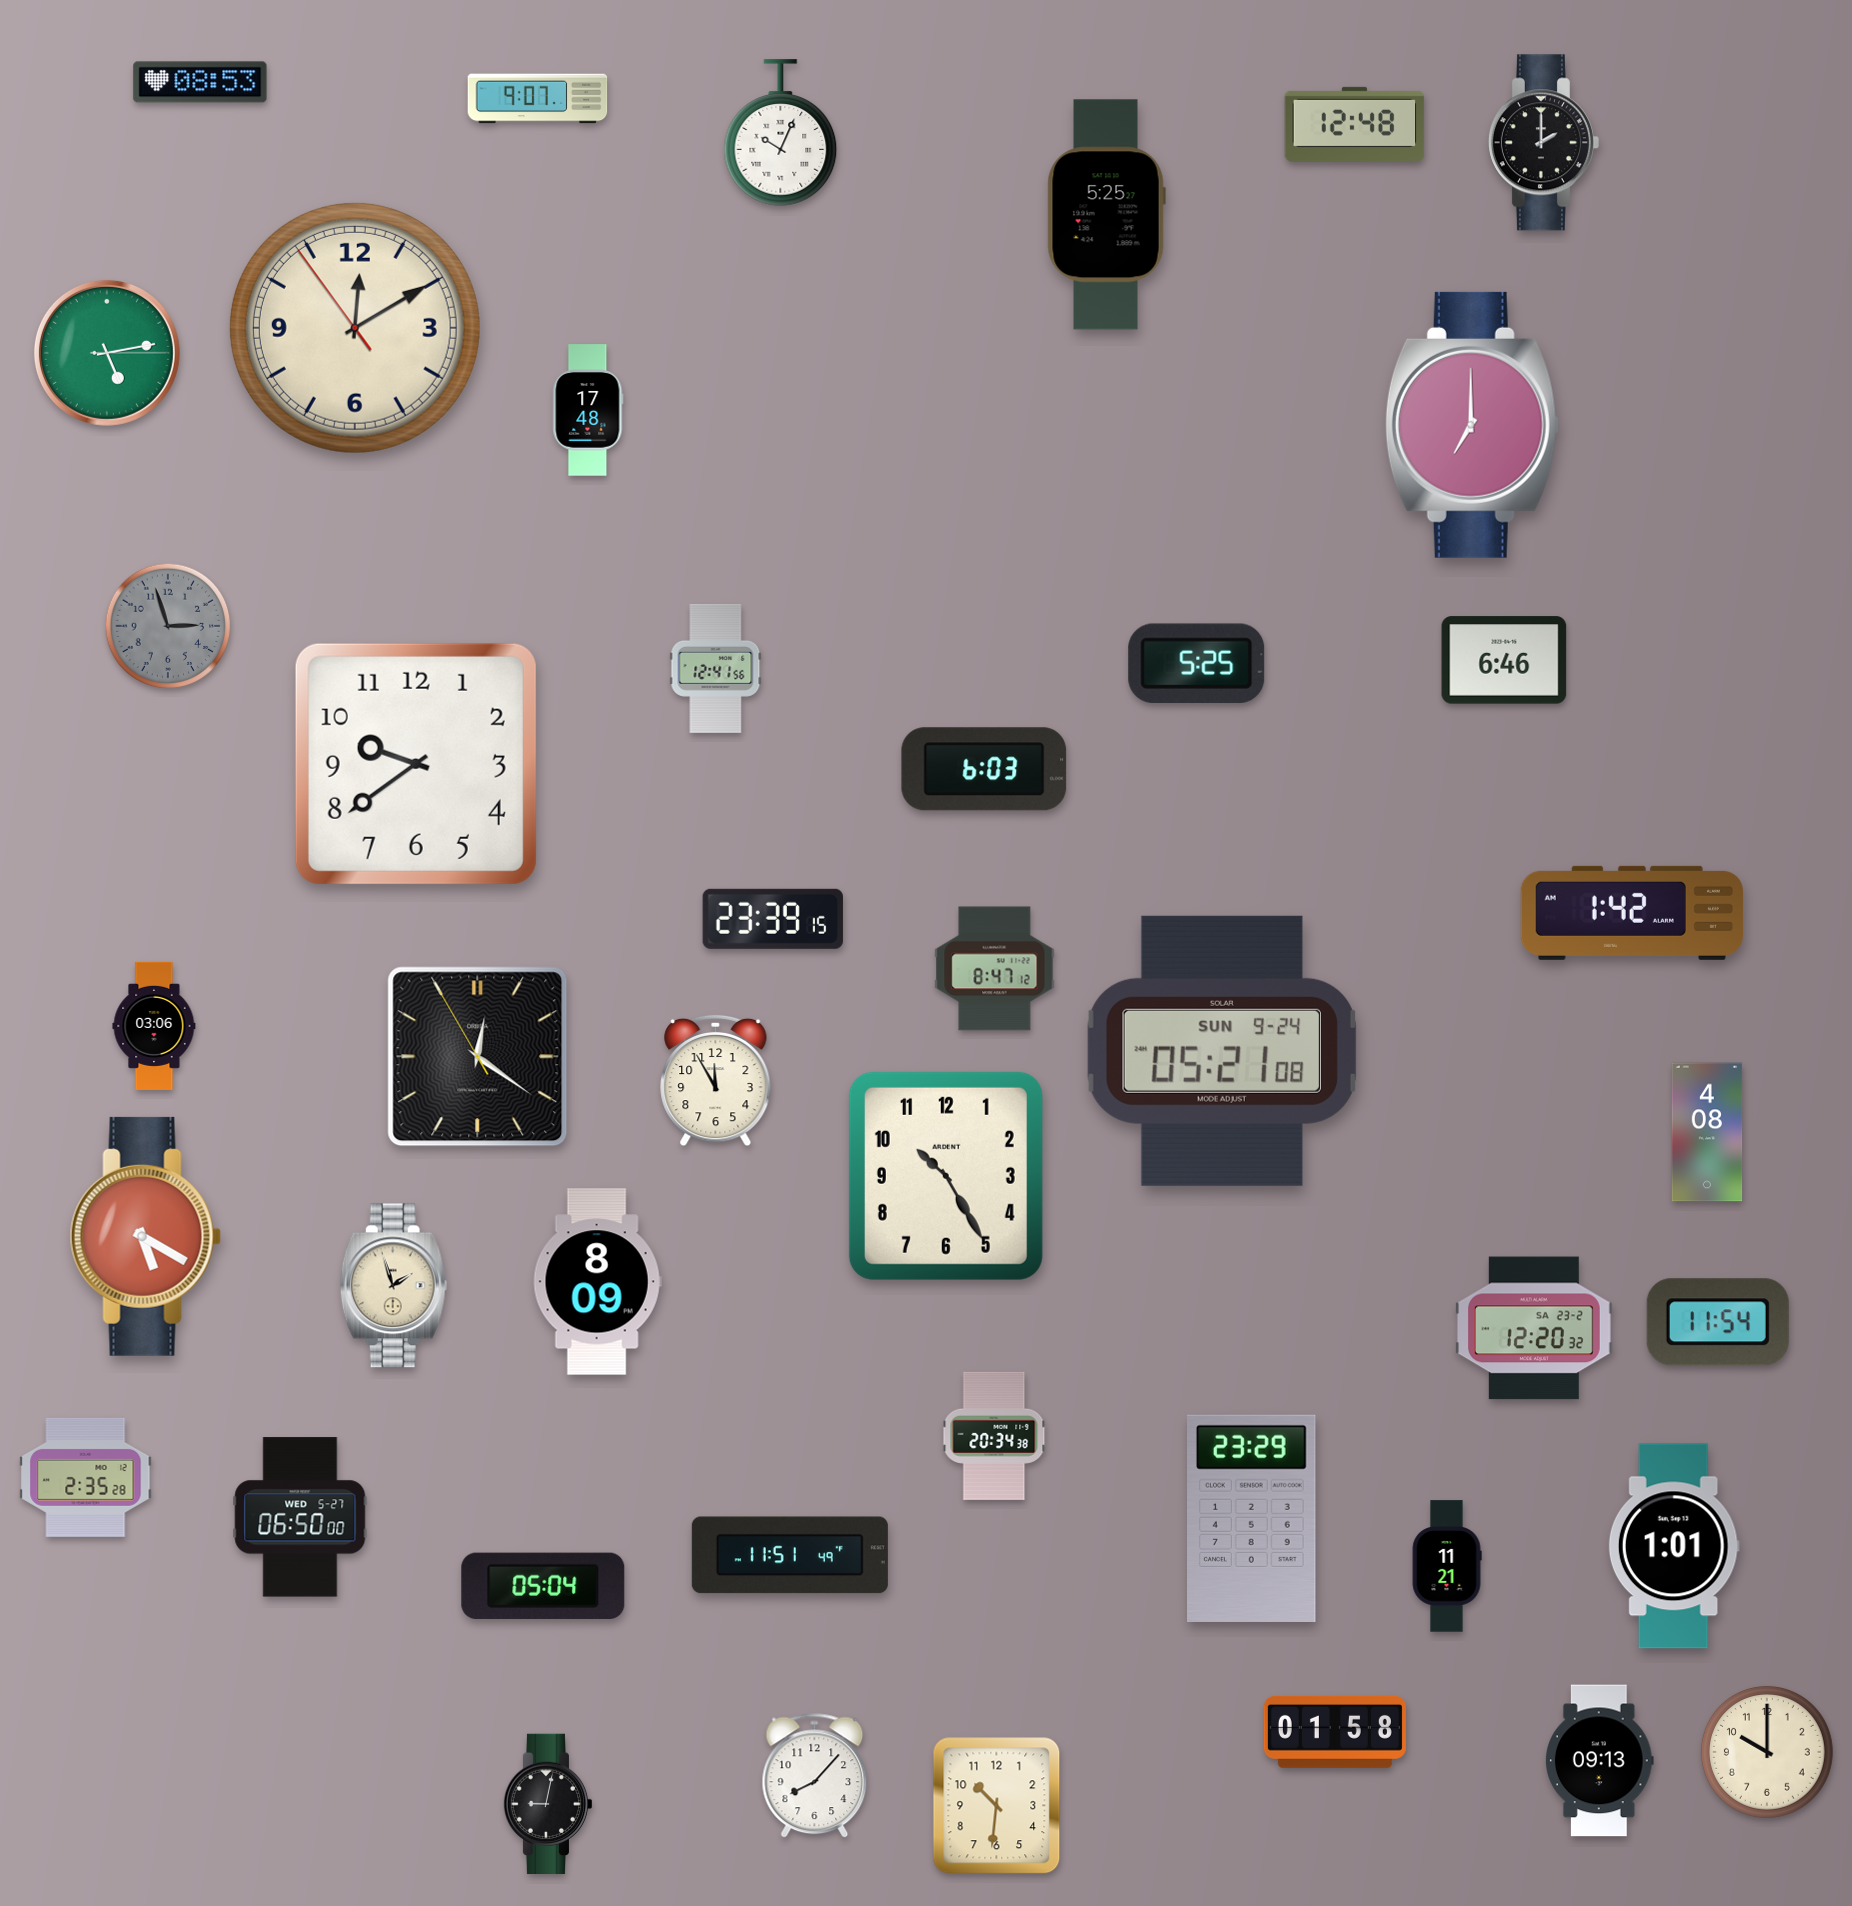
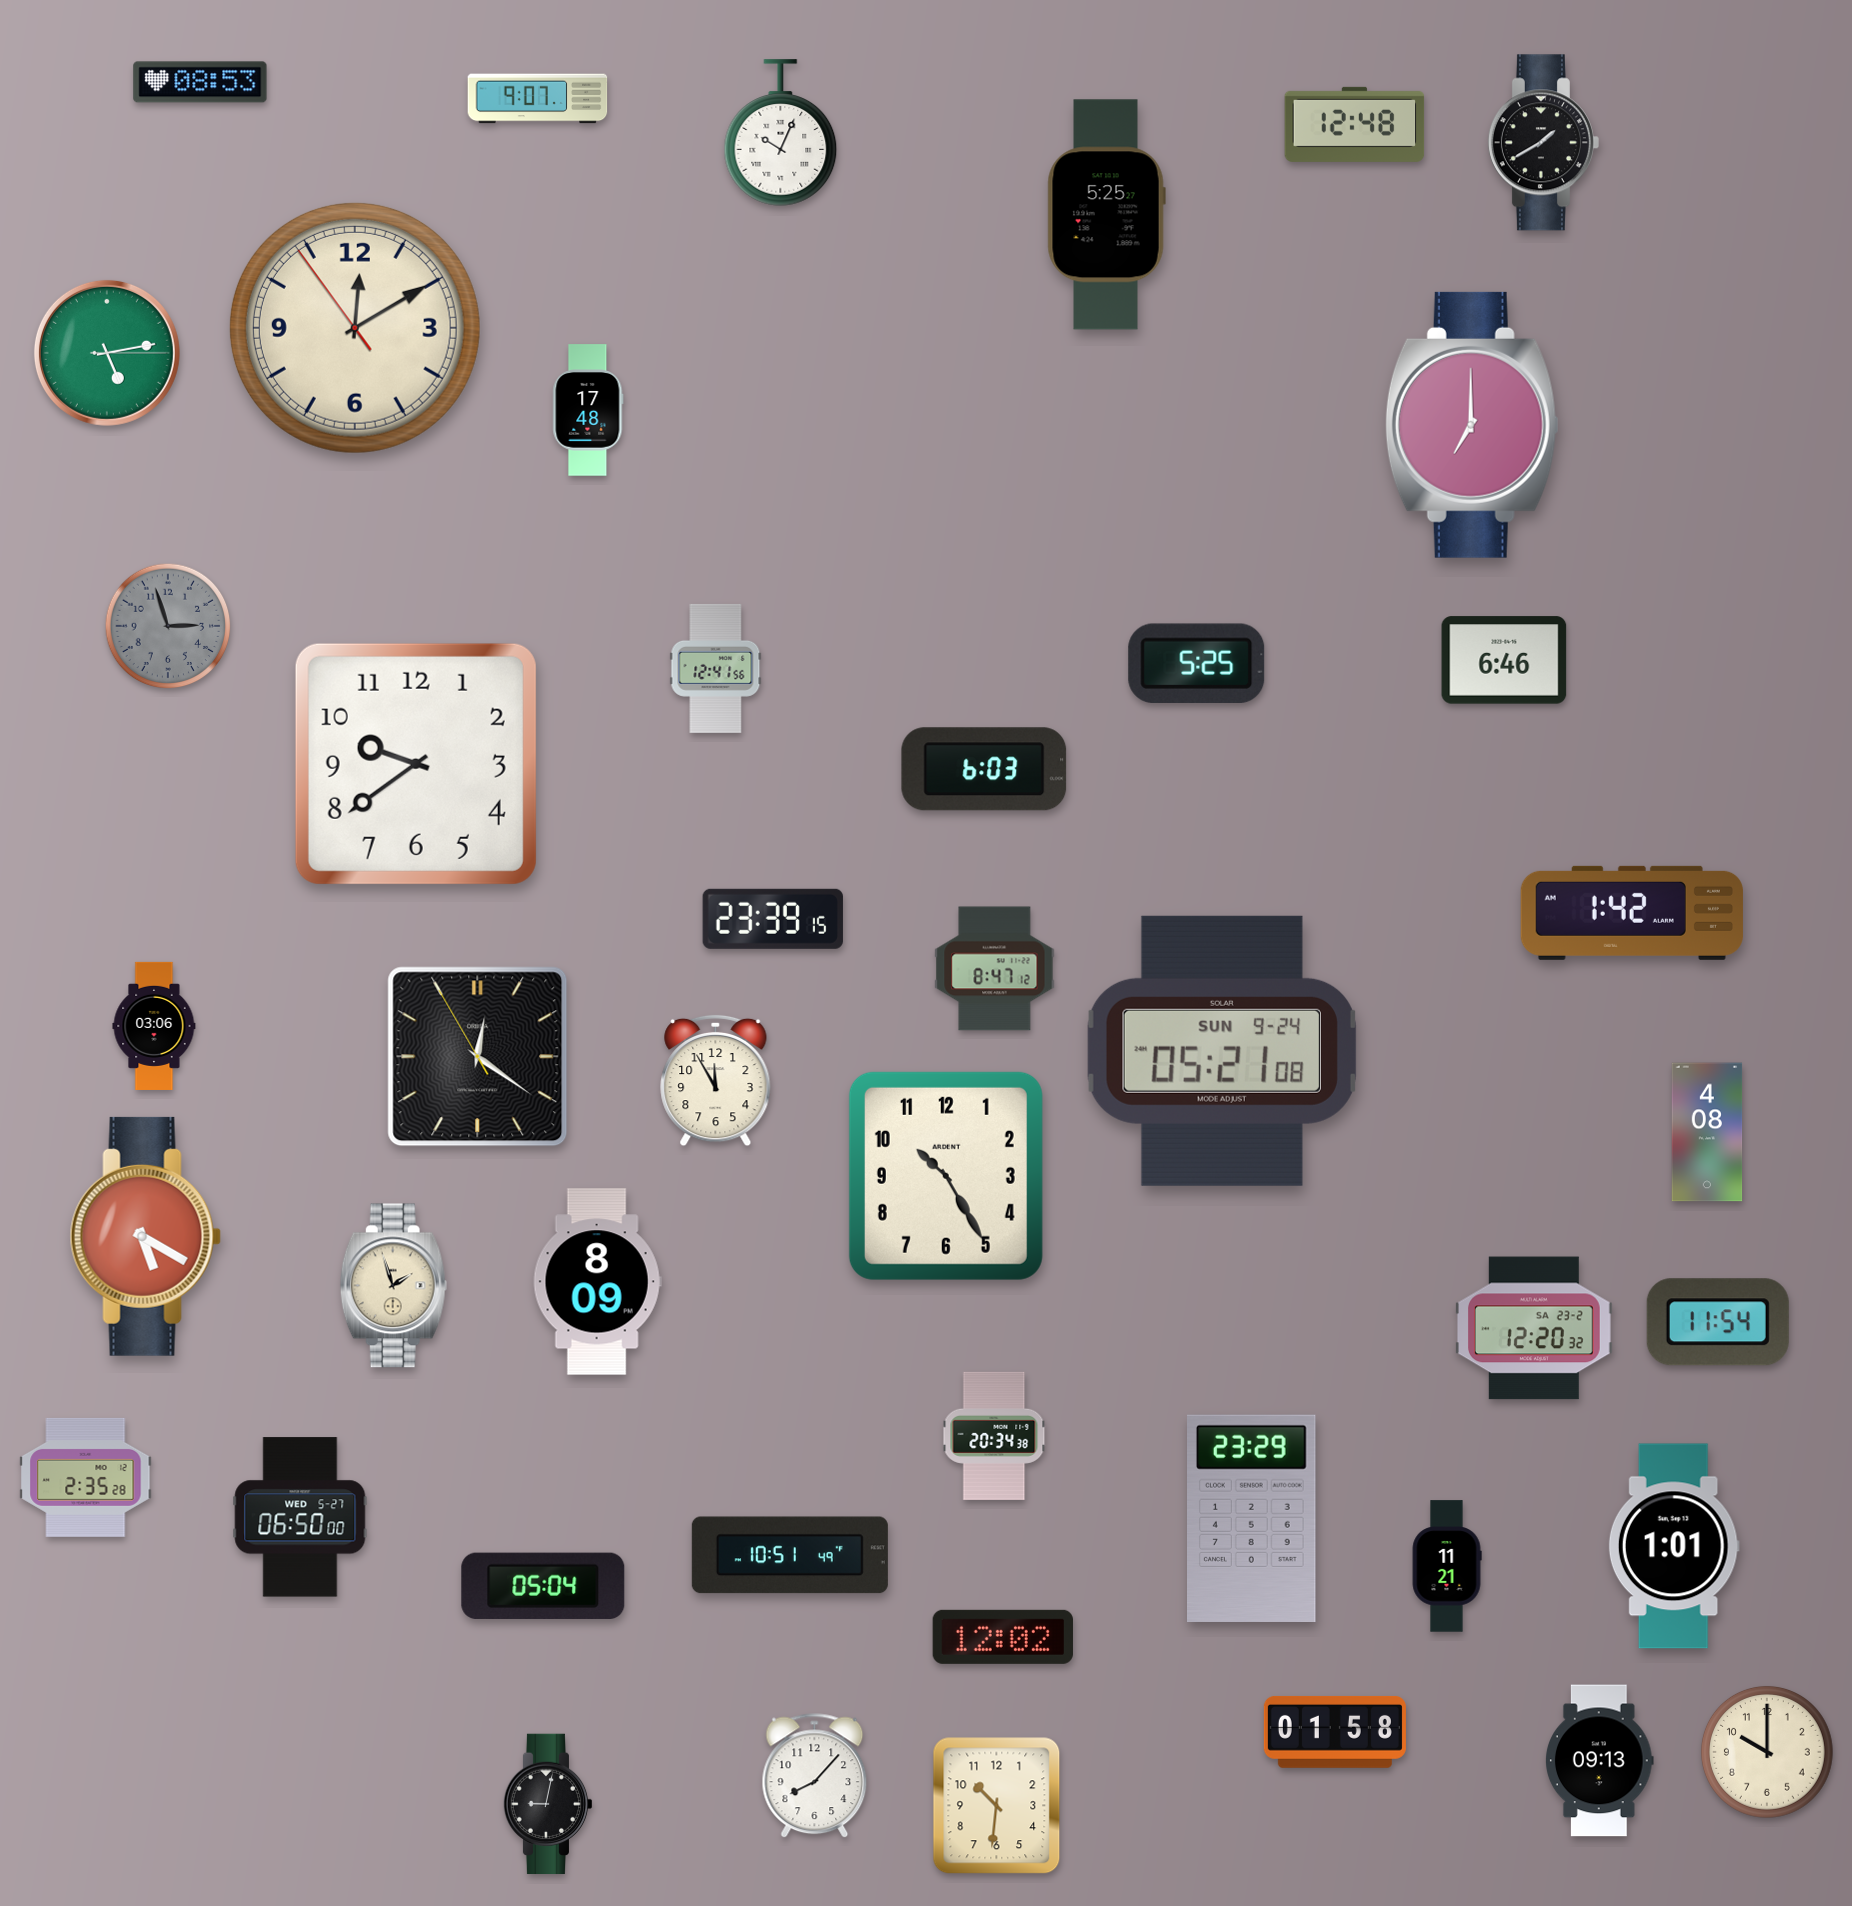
clock at (1543, 143): 2:00 -> 1:40
clock at (790, 1555): 11:51 -> 10:51
clock at (1003, 1637): none -> 12:02
